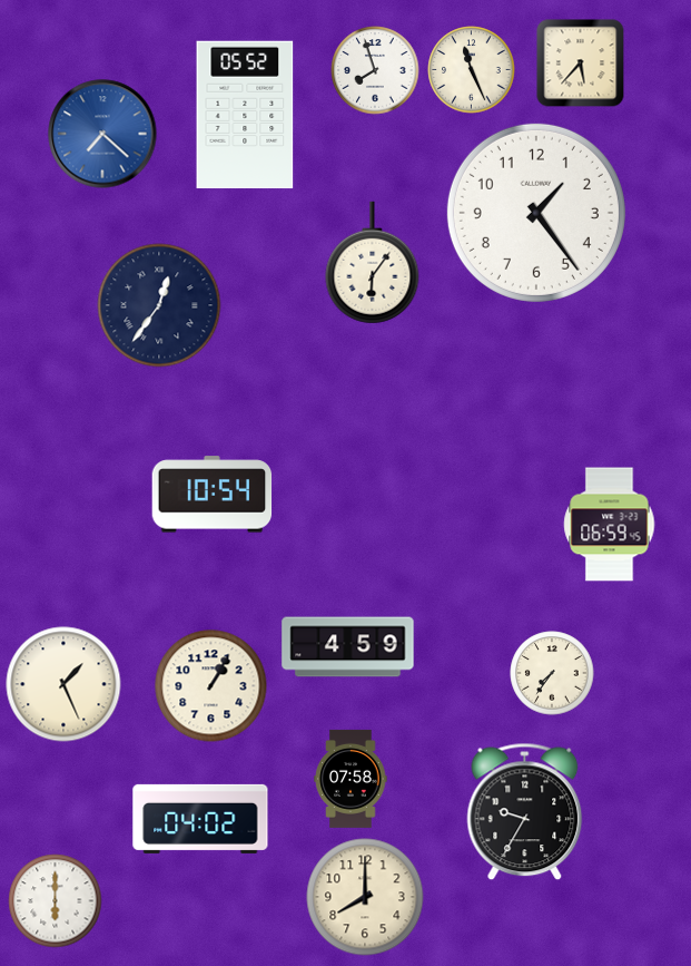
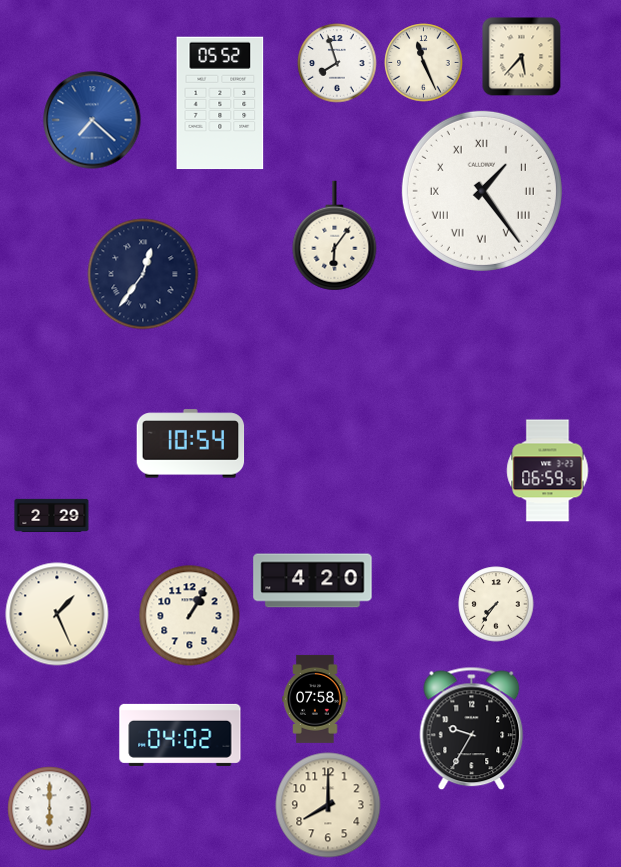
clock at (536, 213) numerals: Arabic -> Roman
clock at (52, 515): none -> 2:29
clock at (348, 647): 4:59 -> 4:20
